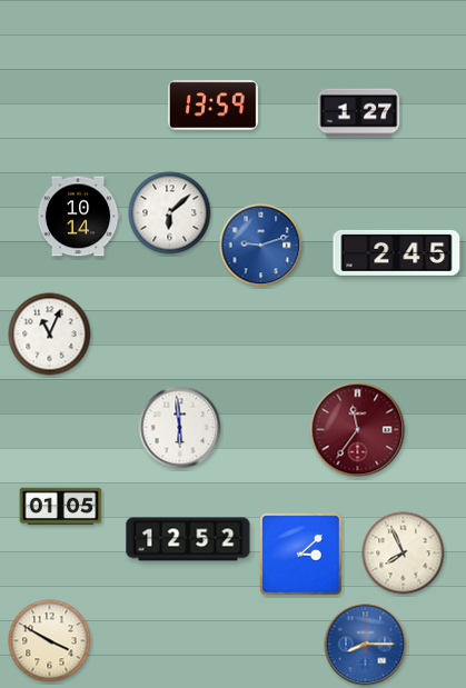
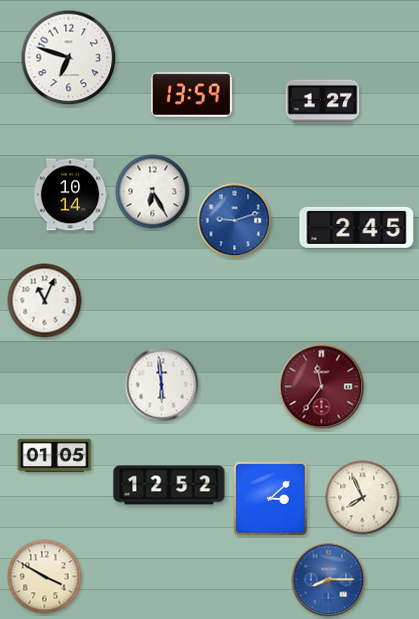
clock at (69, 58): none -> 6:48
clock at (170, 213): 6:08 -> 6:25
